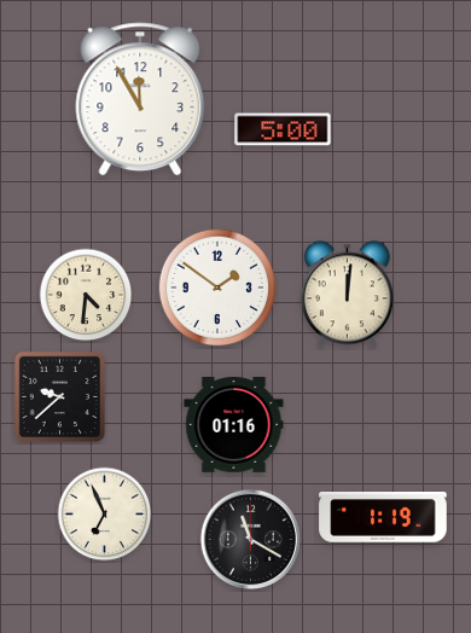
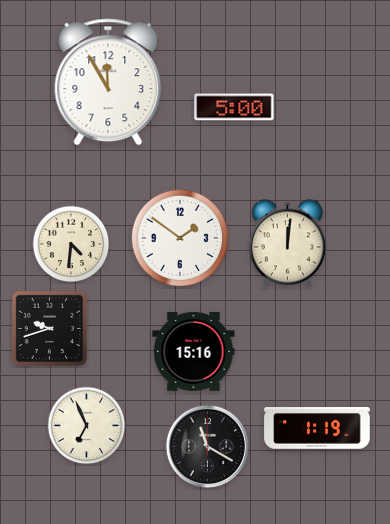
clock at (140, 99) position: (140, 99) -> (108, 82)
clock at (59, 396): 9:38 -> 9:42
clock at (234, 424): 01:16 -> 15:16
